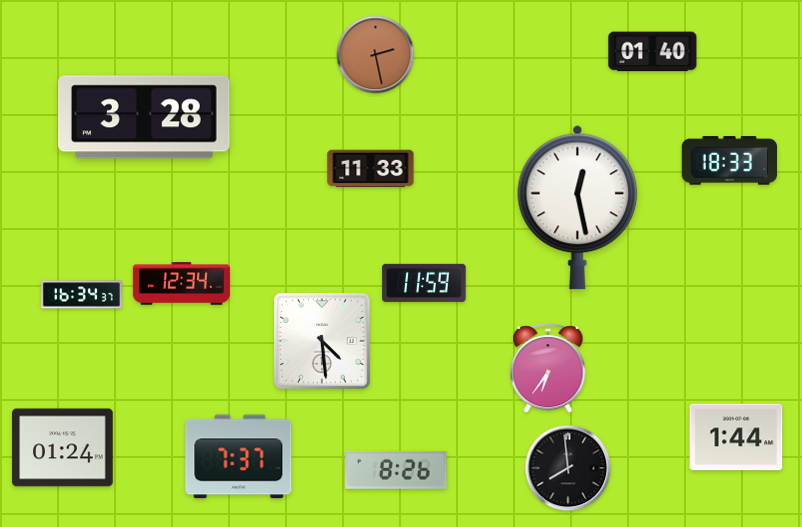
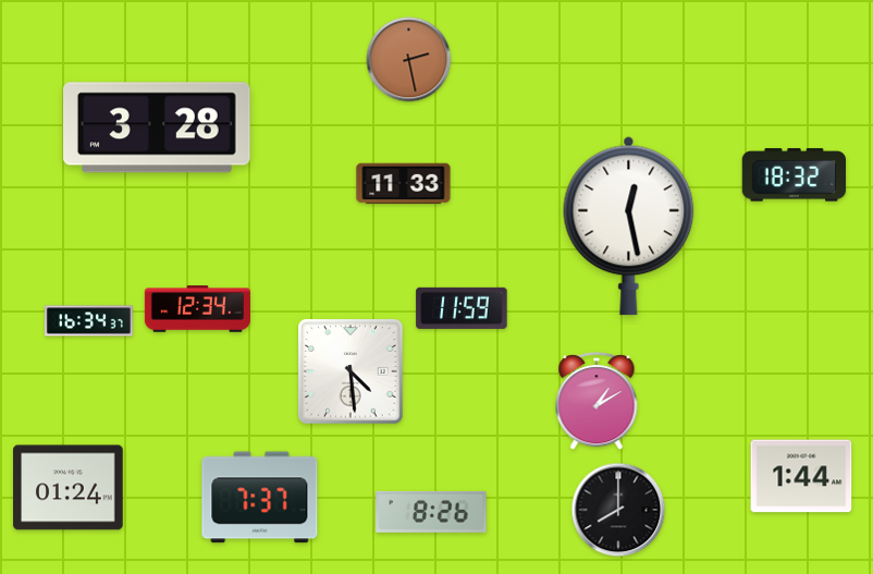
clock at (653, 52): 01:40 -> none
clock at (730, 161): 18:33 -> 18:32
clock at (548, 369): 6:36 -> 1:10
clock at (568, 468): 7:59 -> 8:00
